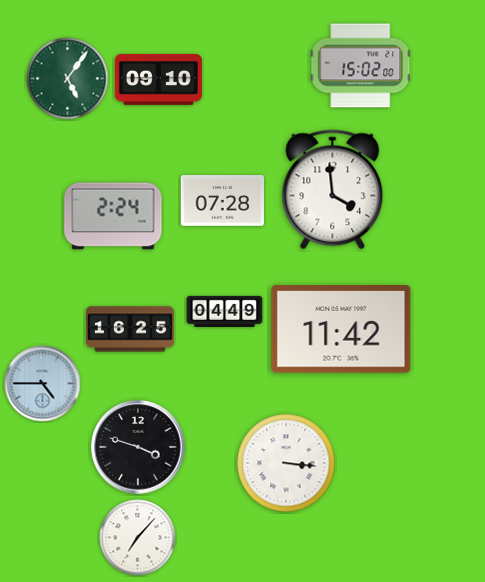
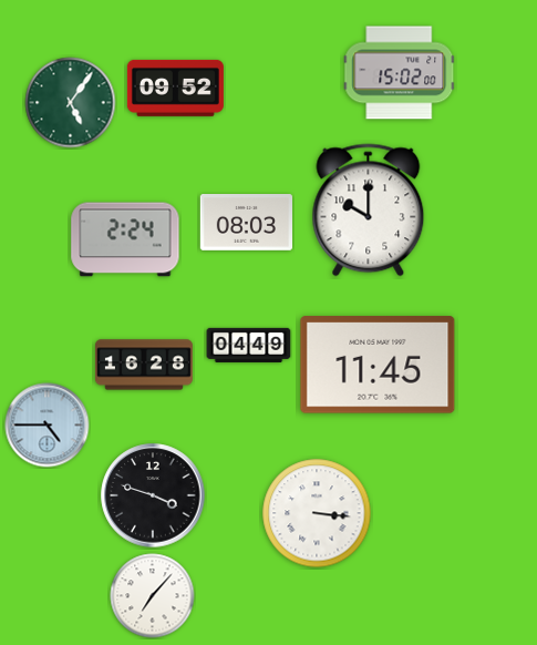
clock at (68, 79) position: (68, 79) -> (71, 103)
clock at (158, 79): 09:10 -> 09:52
clock at (333, 190): 3:59 -> 10:00
clock at (222, 201): 07:28 -> 08:03
clock at (130, 329): 16:25 -> 16:28
clock at (341, 329): 11:42 -> 11:45
